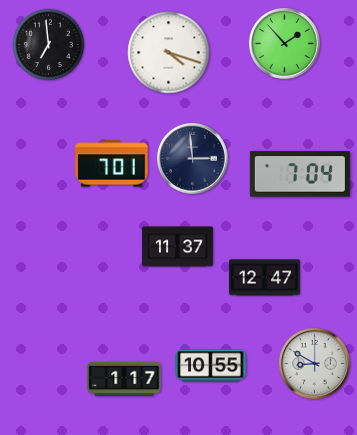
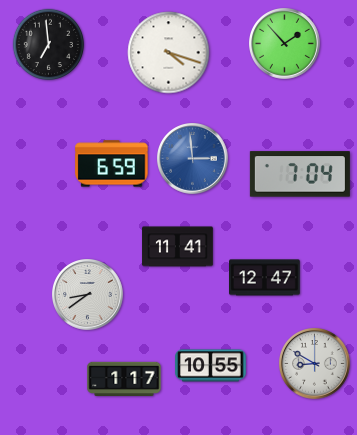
clock at (193, 159) dial: navy -> blue
clock at (112, 164): 7:01 -> 6:59
clock at (178, 247): 11:37 -> 11:41
clock at (88, 295): none -> 8:39
